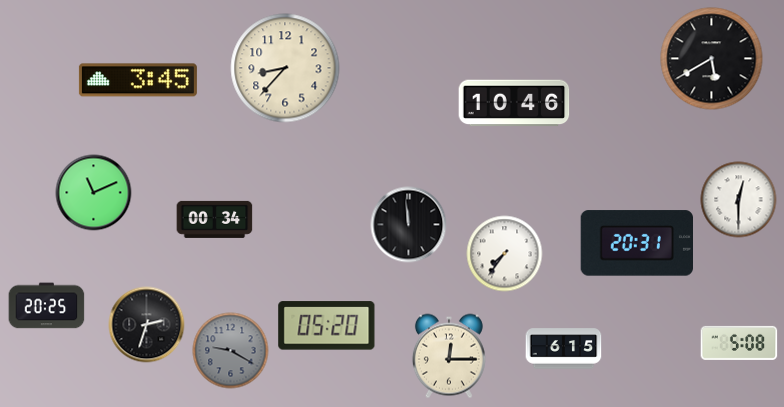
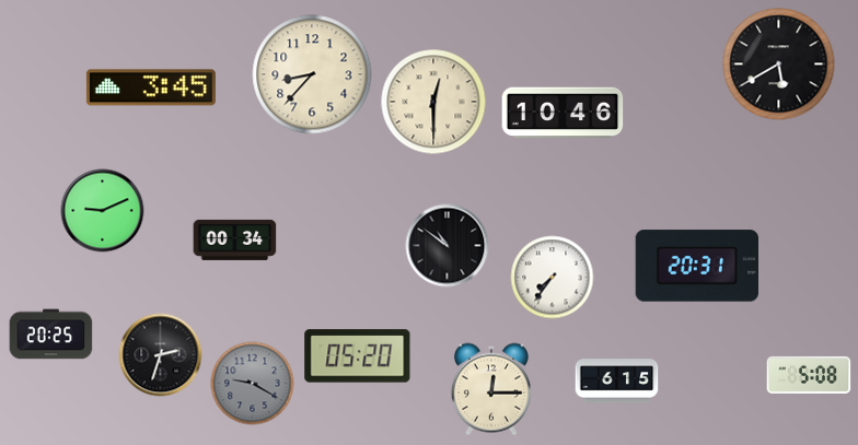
clock at (433, 102): none -> 12:30
clock at (94, 193): 11:11 -> 9:11
clock at (739, 200): 12:30 -> none
clock at (409, 225): 11:59 -> 10:51
